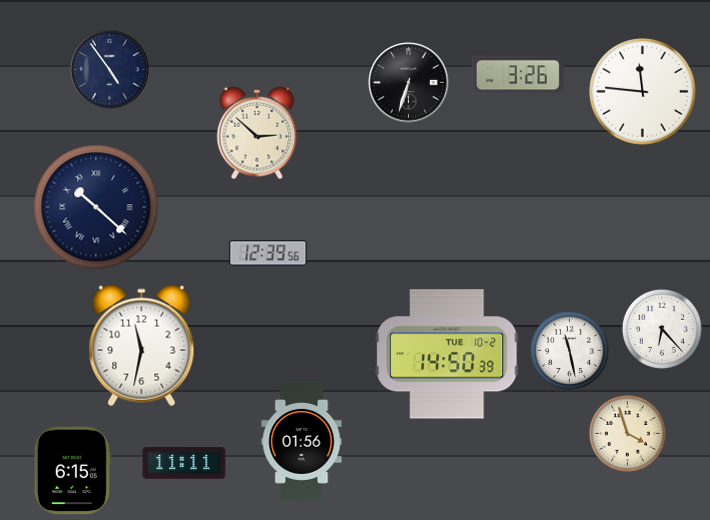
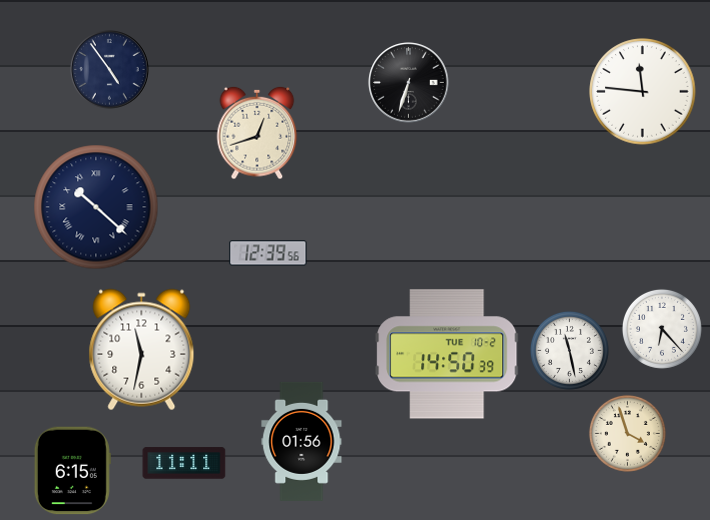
clock at (518, 75): 3:26 -> none
clock at (257, 133): 2:52 -> 12:42
clock at (142, 346) position: (142, 346) -> (142, 350)
